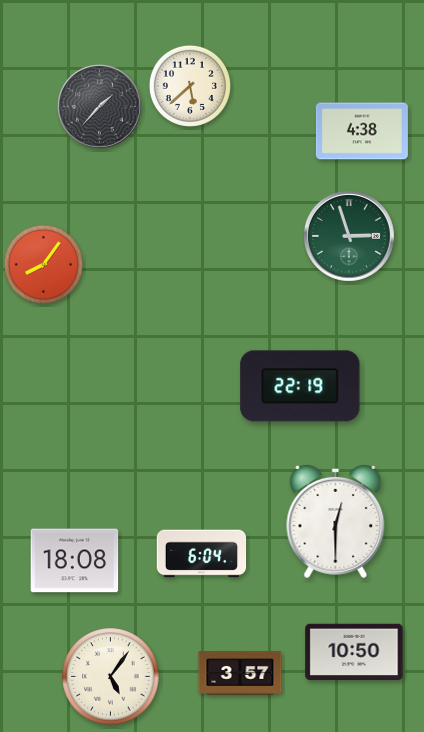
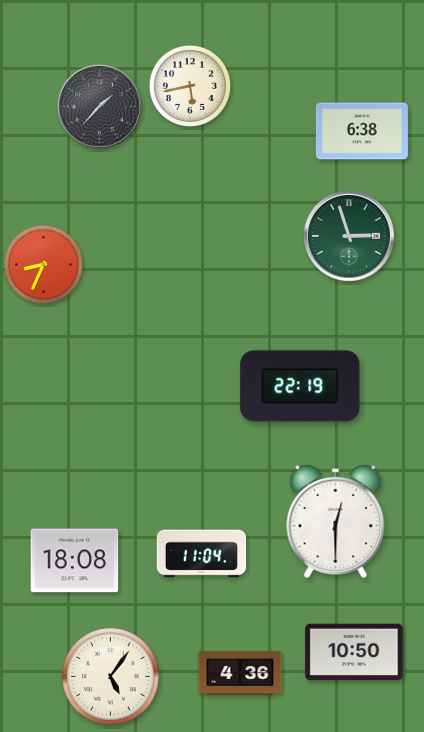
clock at (190, 86): 5:38 -> 5:43
clock at (362, 131): 4:38 -> 6:38
clock at (43, 264): 8:06 -> 8:34
clock at (202, 554): 6:04 -> 11:04
clock at (240, 673): 3:57 -> 4:36
